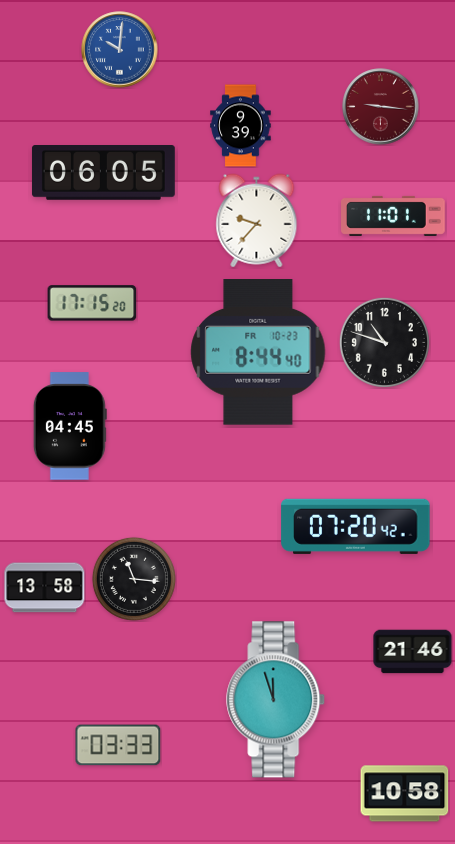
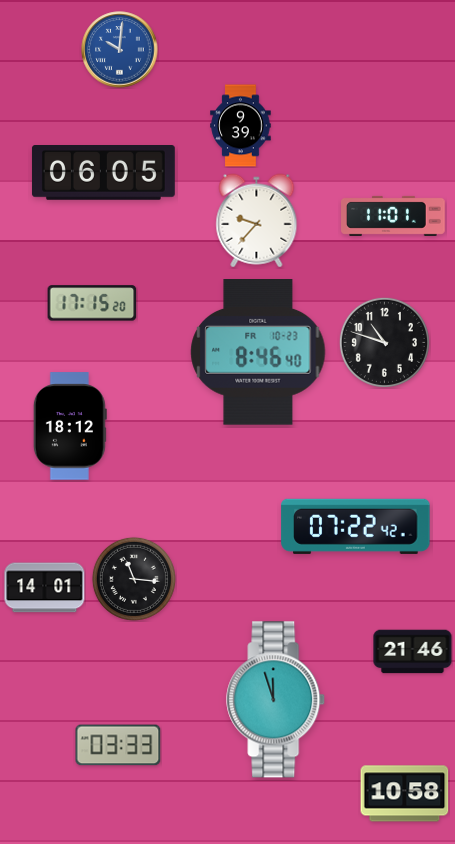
clock at (381, 107): 9:16 -> none
clock at (258, 353): 8:44 -> 8:46
clock at (70, 426): 04:45 -> 18:12
clock at (356, 526): 07:20 -> 07:22
clock at (45, 588): 13:58 -> 14:01
